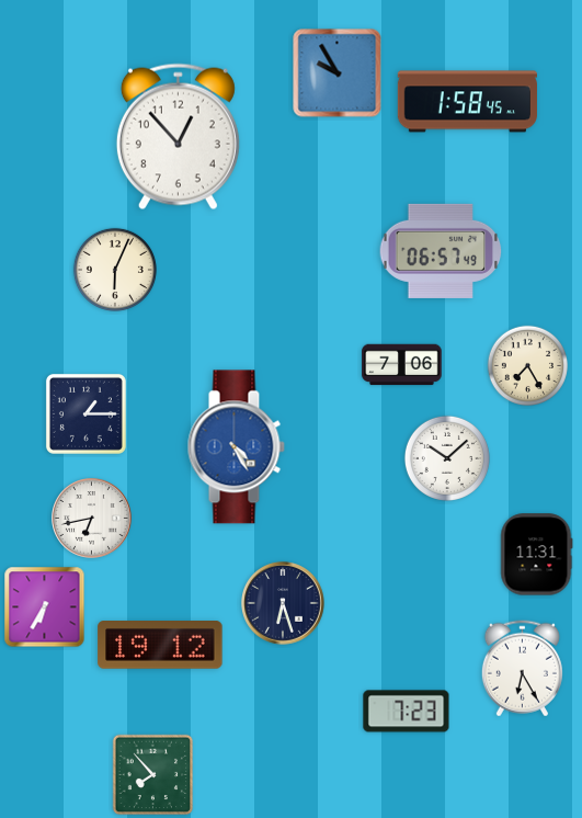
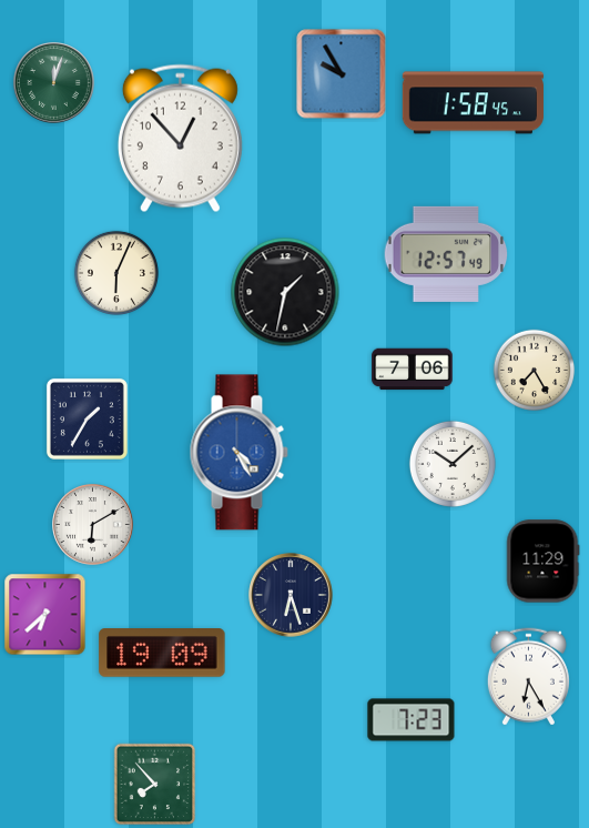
clock at (54, 83): none -> 12:03
clock at (441, 251): 06:57 -> 12:57
clock at (285, 292): none -> 1:32
clock at (402, 365) position: (402, 365) -> (413, 370)
clock at (85, 413): 1:15 -> 1:35
clock at (92, 519): 6:43 -> 6:10
clock at (537, 555): 11:31 -> 11:29
clock at (283, 603) position: (283, 603) -> (291, 595)
clock at (45, 607): 6:35 -> 6:38
clock at (160, 646): 19:12 -> 19:09
